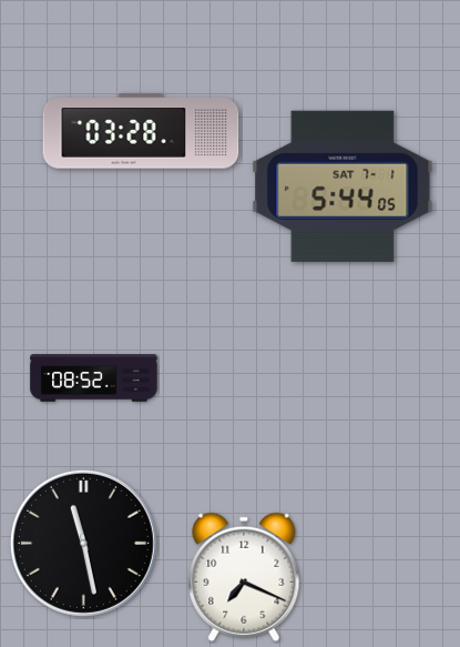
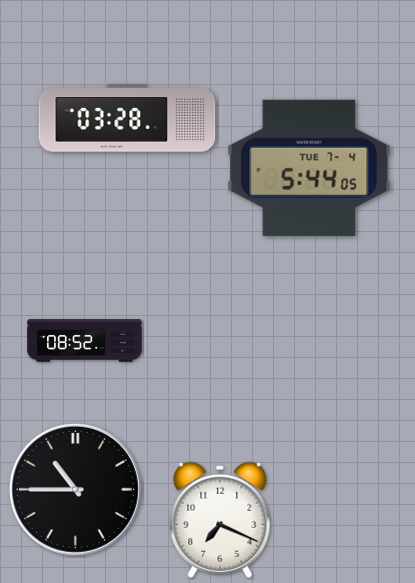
clock at (343, 186) date: SAT 7-1 -> TUE 7-4
clock at (83, 543): 11:28 -> 10:45
